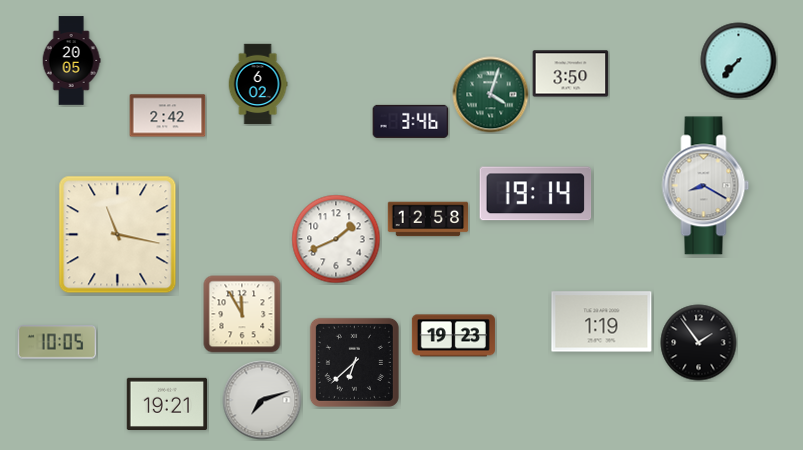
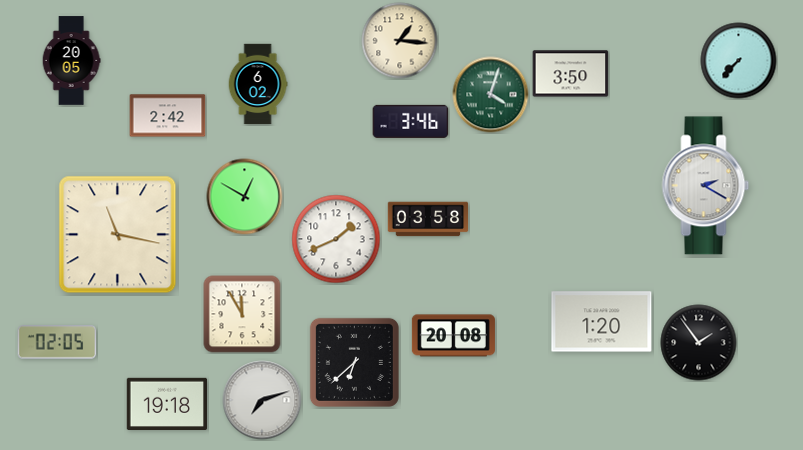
clock at (400, 41): none -> 1:16
clock at (706, 186): 8:20 -> 2:20
clock at (536, 194): 19:14 -> none
clock at (245, 197): none -> 12:50
clock at (428, 219): 12:58 -> 03:58
clock at (602, 322): 1:19 -> 1:20
clock at (453, 336): 19:23 -> 20:08
clock at (57, 342): 10:05 -> 02:05
clock at (167, 403): 19:21 -> 19:18
